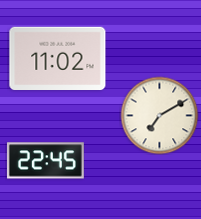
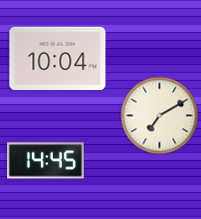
clock at (58, 58): 11:02 -> 10:04
clock at (45, 161): 22:45 -> 14:45
